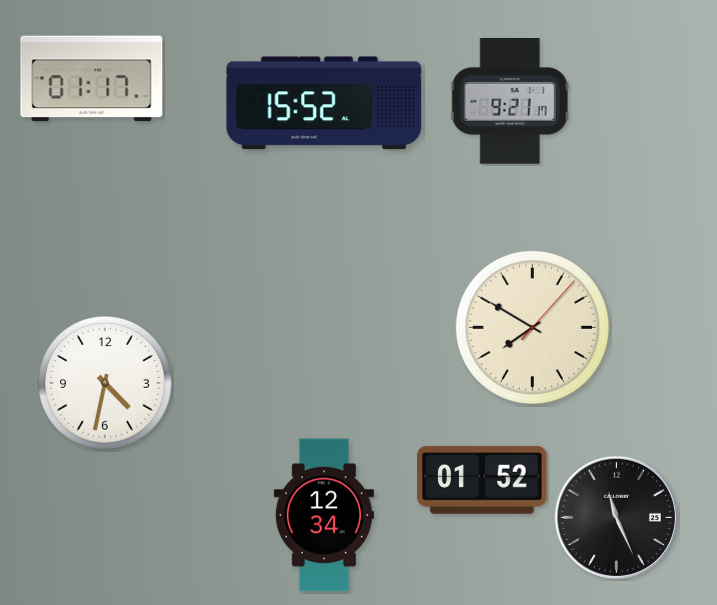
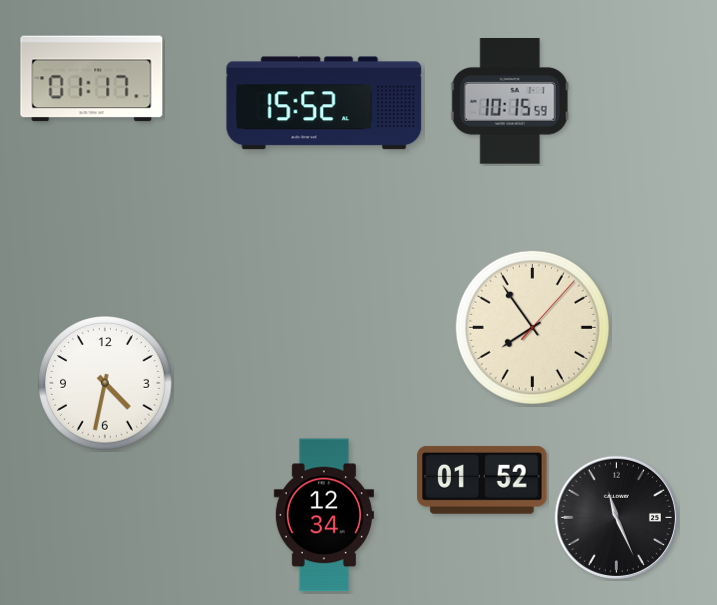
clock at (510, 102): 9:21 -> 10:15
clock at (532, 327): 7:50 -> 7:54
